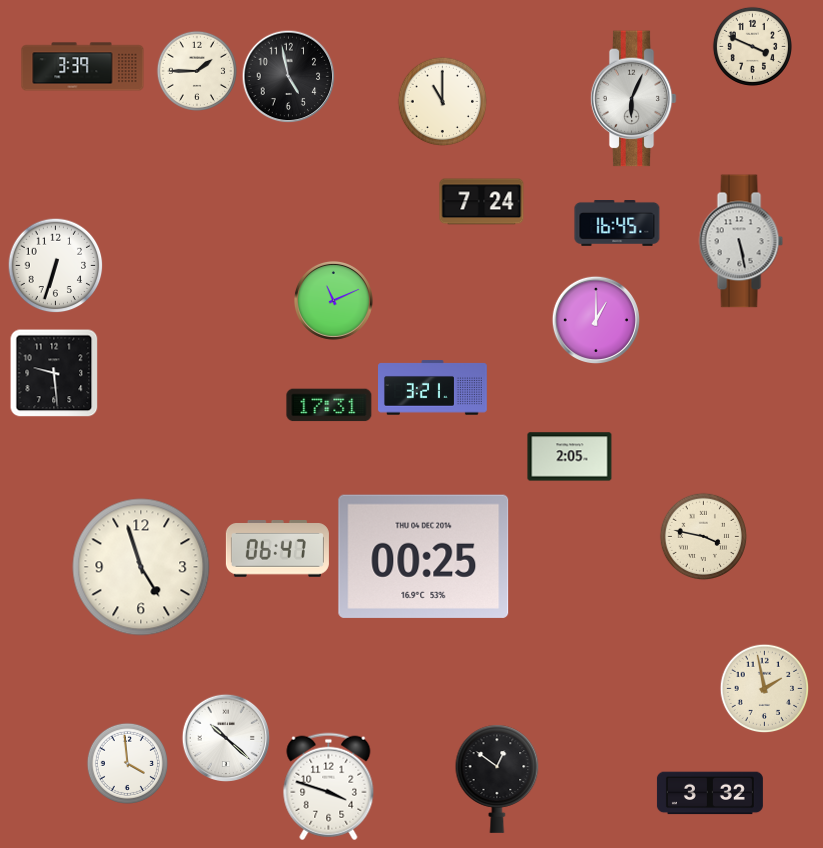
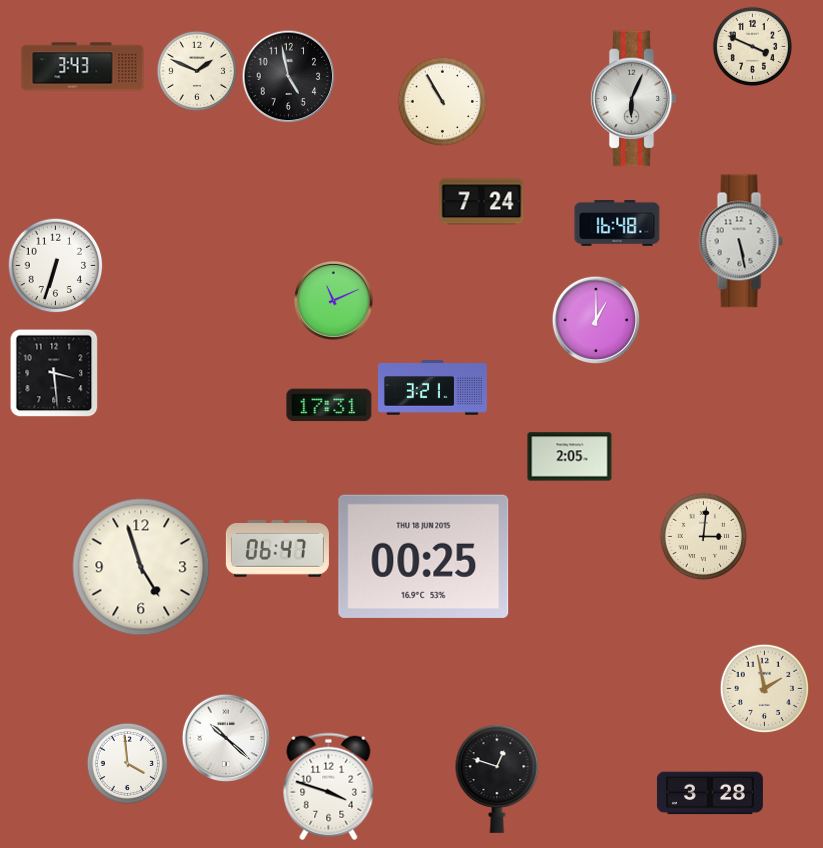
clock at (83, 67): 3:39 -> 3:43
clock at (197, 71): 1:45 -> 1:49
clock at (442, 101): 11:00 -> 10:55
clock at (617, 224): 16:45 -> 16:48
clock at (54, 373): 9:29 -> 3:29
clock at (703, 536): 3:47 -> 3:01
clock at (424, 556) date: THU 04 DEC 2014 -> THU 18 JUN 2015
clock at (497, 779): 12:51 -> 12:48
clock at (710, 793): 3:32 -> 3:28
